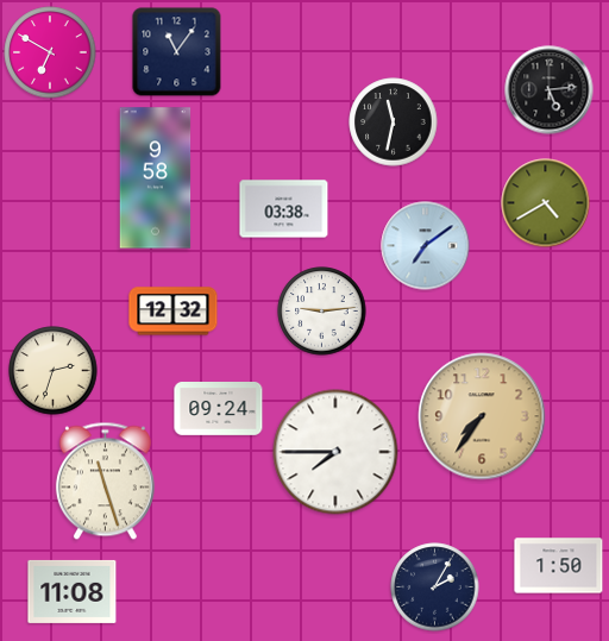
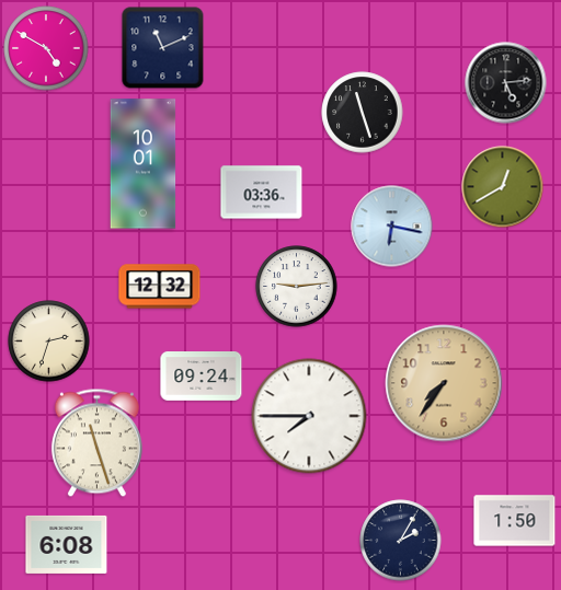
clock at (50, 52): 6:50 -> 4:50
clock at (177, 52): 11:06 -> 11:11
clock at (394, 122): 11:32 -> 11:27
clock at (156, 178): 9:58 -> 10:01
clock at (546, 203): 4:40 -> 12:40
clock at (284, 209): 03:38 -> 03:36
clock at (426, 246): 7:09 -> 6:17
clock at (73, 591): 11:08 -> 6:08
